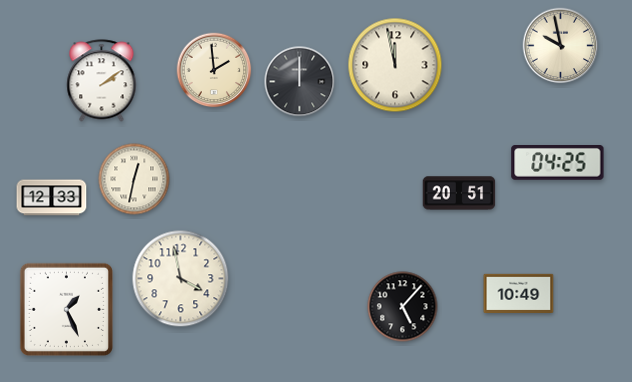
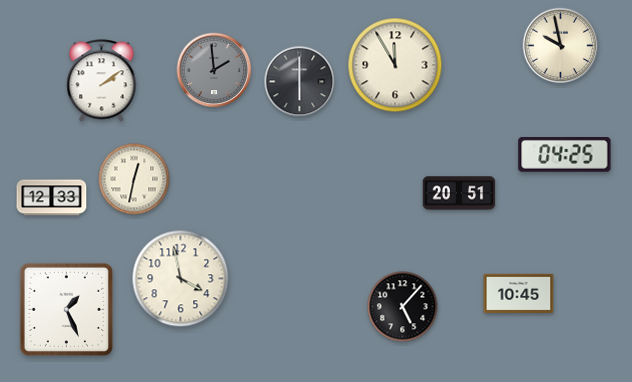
clock at (395, 65): 11:58 -> 11:55
clock at (214, 70) dial: cream -> grey
clock at (300, 82): 12:00 -> 6:00
clock at (558, 163) position: (558, 163) -> (565, 155)
clock at (519, 293): 10:49 -> 10:45
